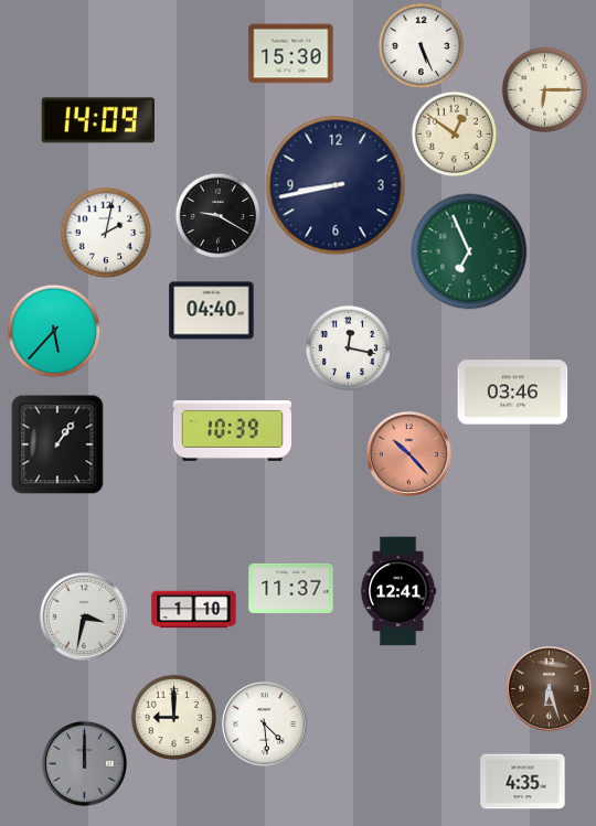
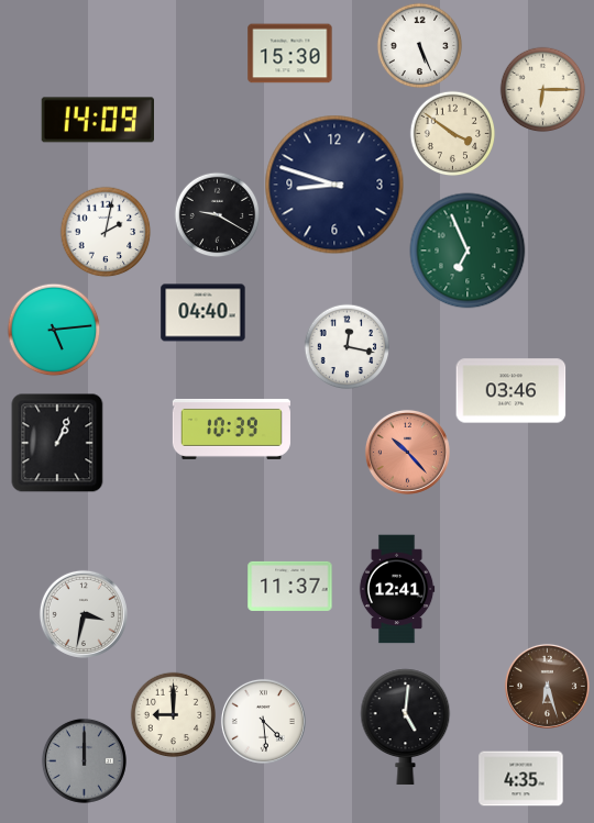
clock at (454, 133): 12:51 -> 3:51
clock at (336, 185): 8:43 -> 8:48
clock at (212, 311) position: (212, 311) -> (204, 313)
clock at (54, 331): 5:37 -> 5:14
clock at (57, 444): 1:06 -> 1:04
clock at (194, 610): 1:10 -> none
clock at (406, 726): none -> 5:01
